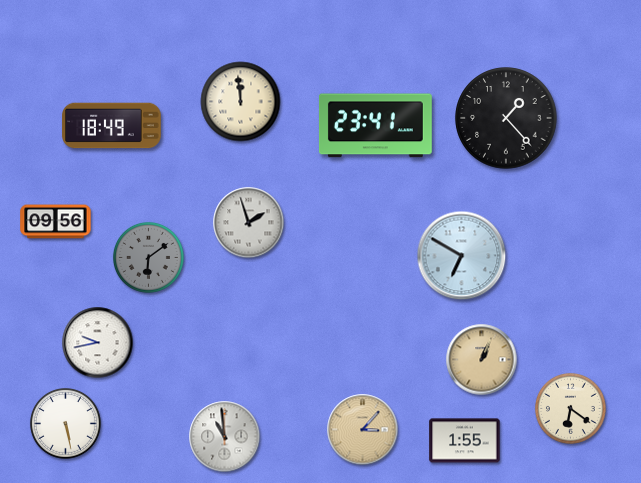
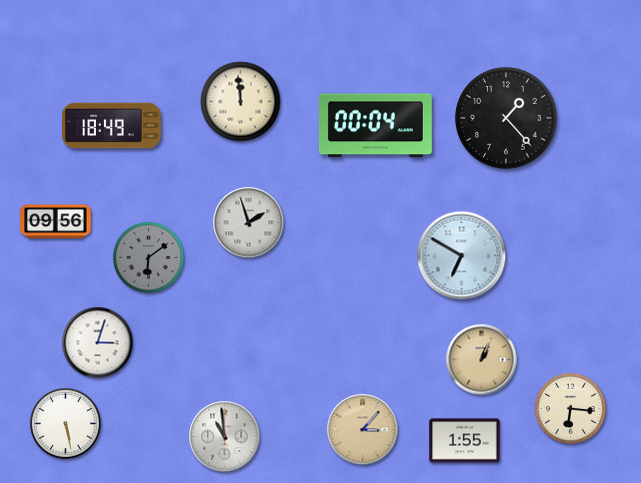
clock at (375, 126): 23:41 -> 00:04
clock at (98, 343): 9:43 -> 3:03
clock at (570, 408): 6:21 -> 6:16
